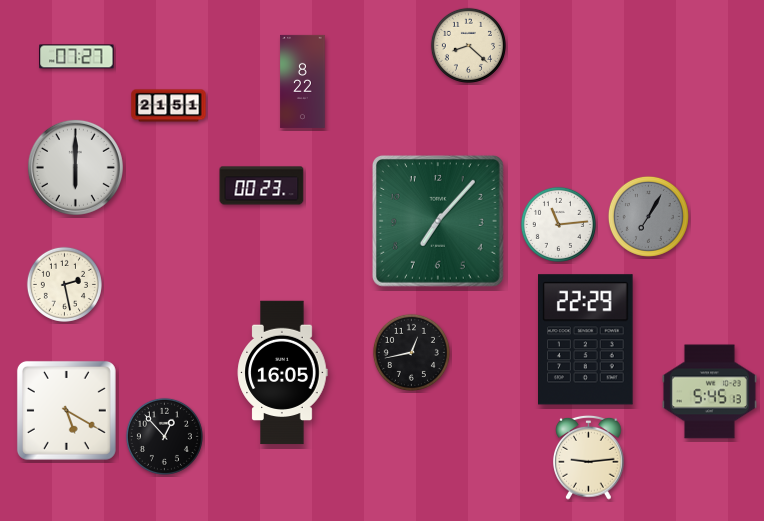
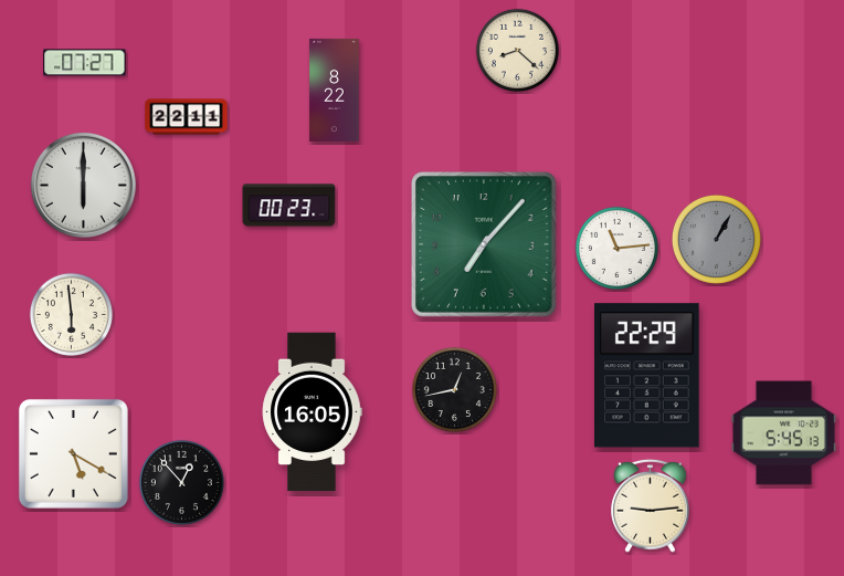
clock at (169, 106): 21:51 -> 22:11
clock at (648, 216): 7:05 -> 1:05
clock at (64, 284): 2:28 -> 5:59
